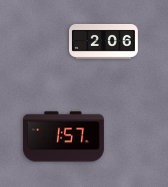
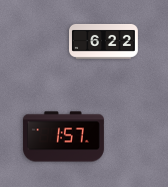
clock at (104, 41): 2:06 -> 6:22
